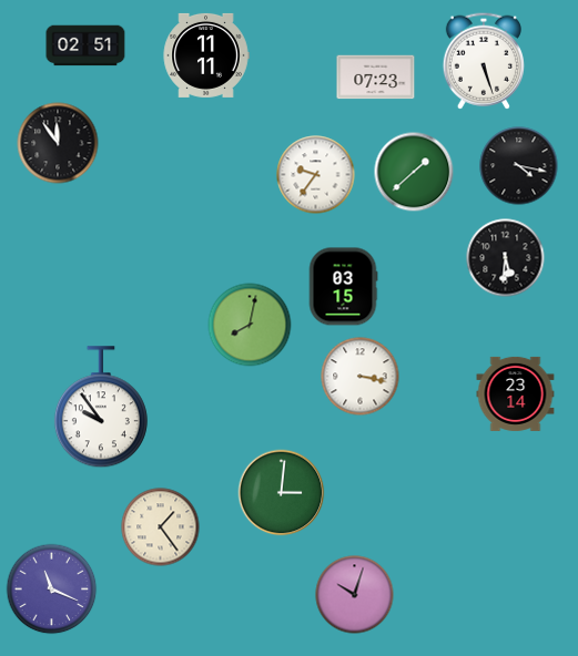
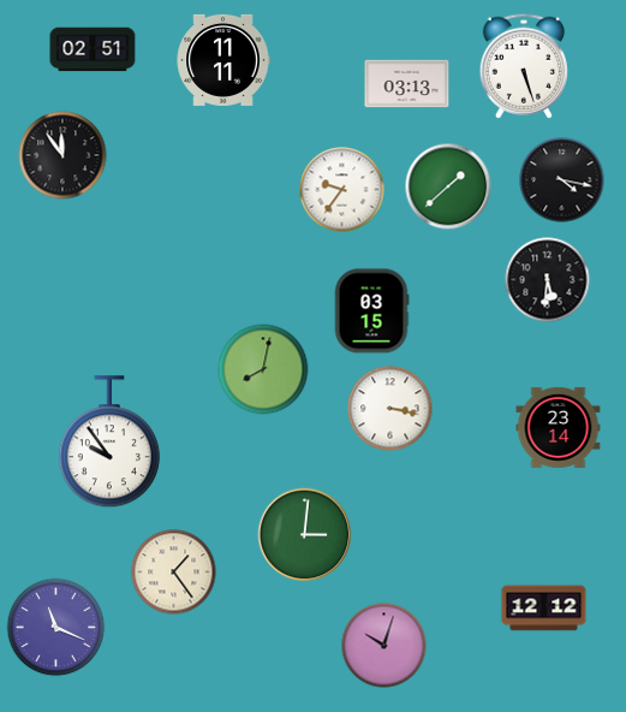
clock at (376, 78): 07:23 -> 03:13
clock at (250, 325) position: (250, 325) -> (263, 369)
clock at (544, 609): none -> 12:12
clock at (52, 590) position: (52, 590) -> (56, 628)
